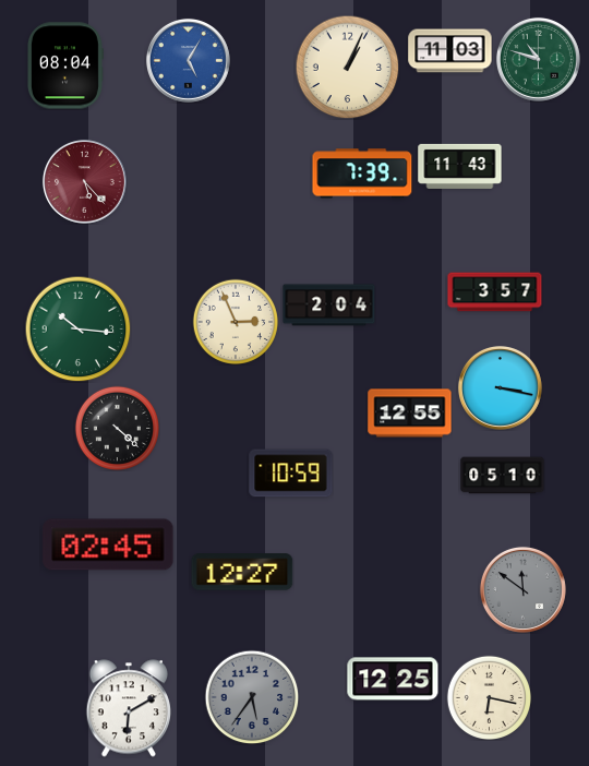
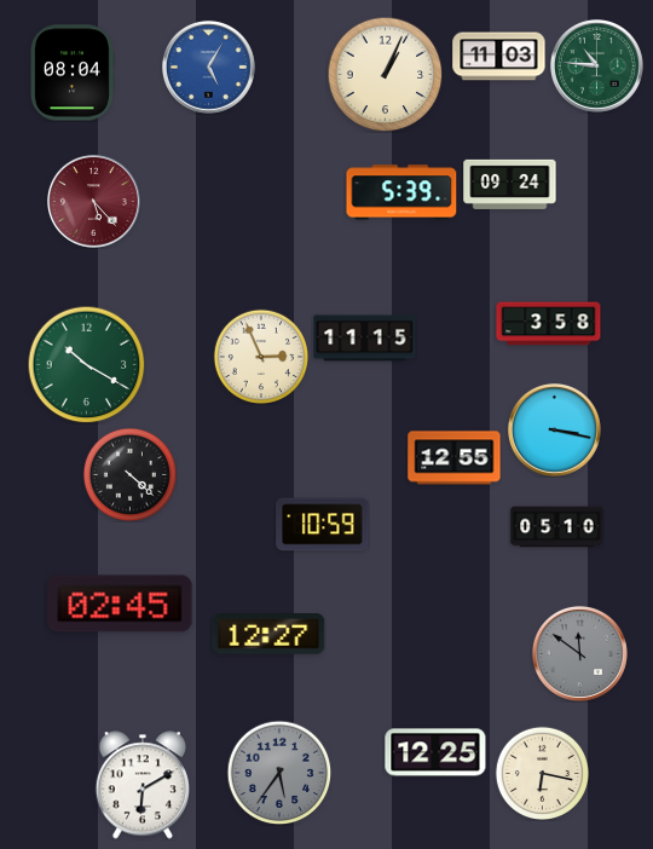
clock at (538, 59): 10:48 -> 10:46
clock at (460, 166): 11:43 -> 09:24
clock at (362, 173): 7:39 -> 5:39
clock at (495, 292): 3:57 -> 3:58
clock at (329, 306): 2:04 -> 11:15
clock at (77, 328): 10:16 -> 10:20
